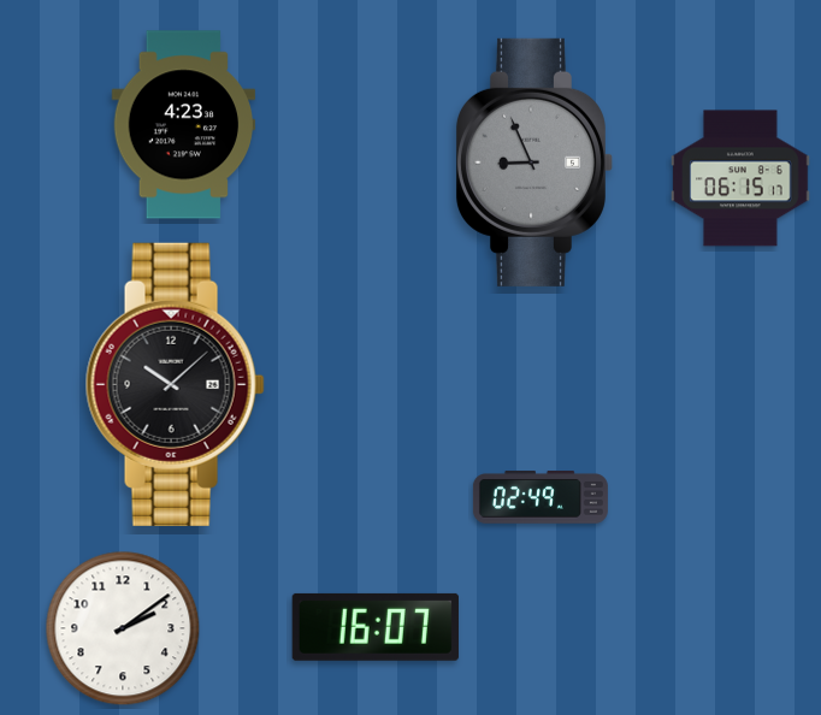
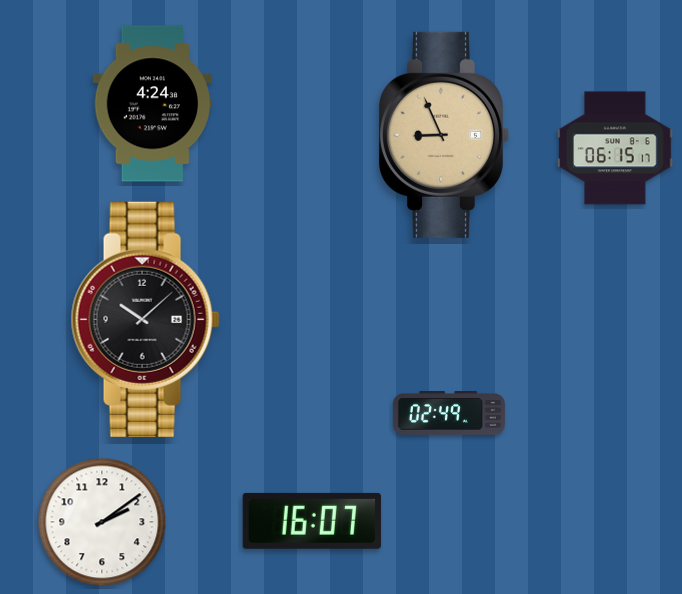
clock at (184, 125): 4:23 -> 4:24
clock at (534, 162) dial: grey -> champagne
